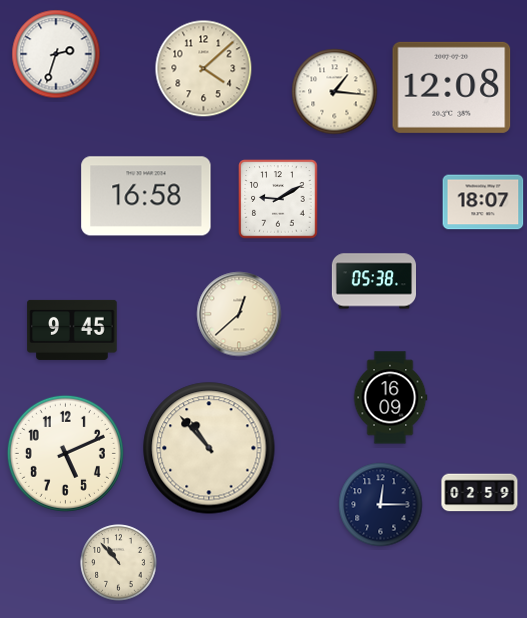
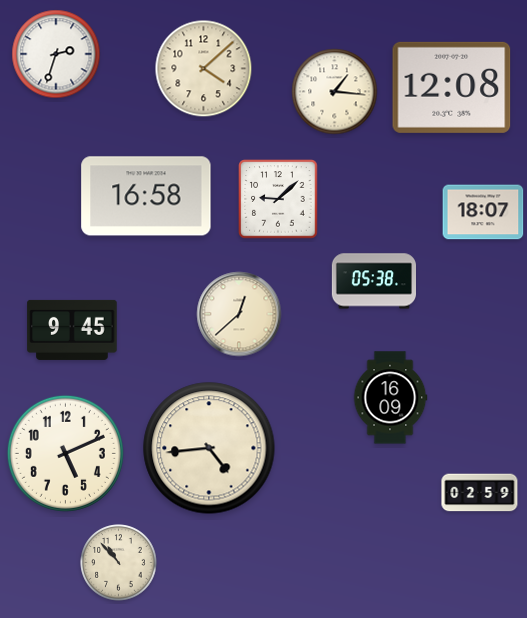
clock at (278, 199): 9:10 -> 9:08
clock at (483, 202) position: (483, 202) -> (483, 212)
clock at (209, 448): 10:53 -> 4:44
clock at (381, 505): 12:15 -> none
